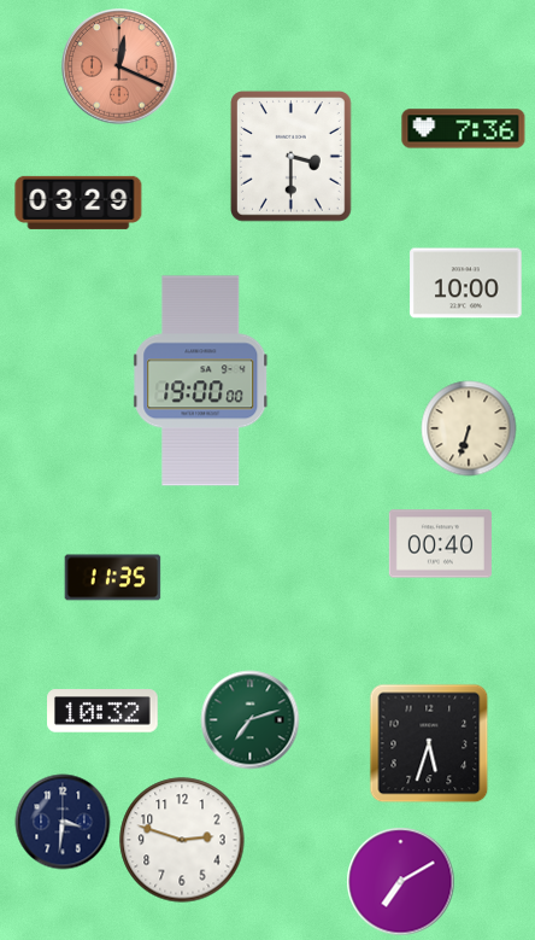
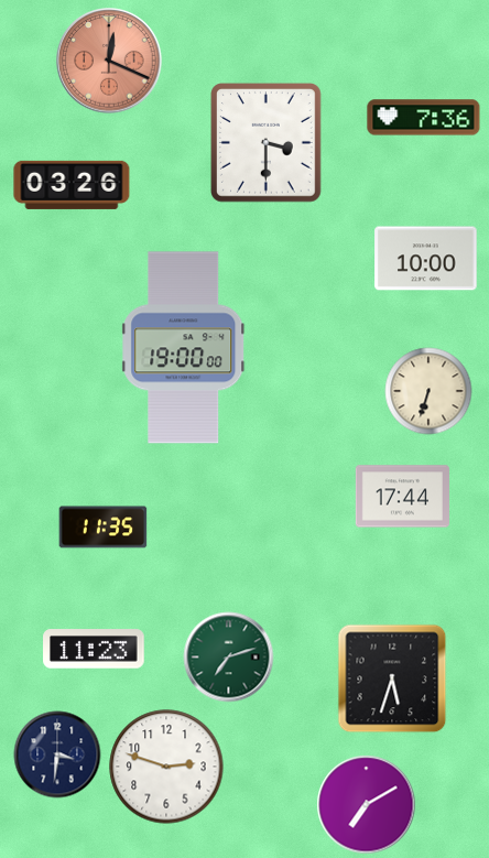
clock at (78, 203): 03:29 -> 03:26
clock at (440, 544): 00:40 -> 17:44
clock at (102, 711): 10:32 -> 11:23
clock at (63, 822) position: (63, 822) -> (57, 754)
